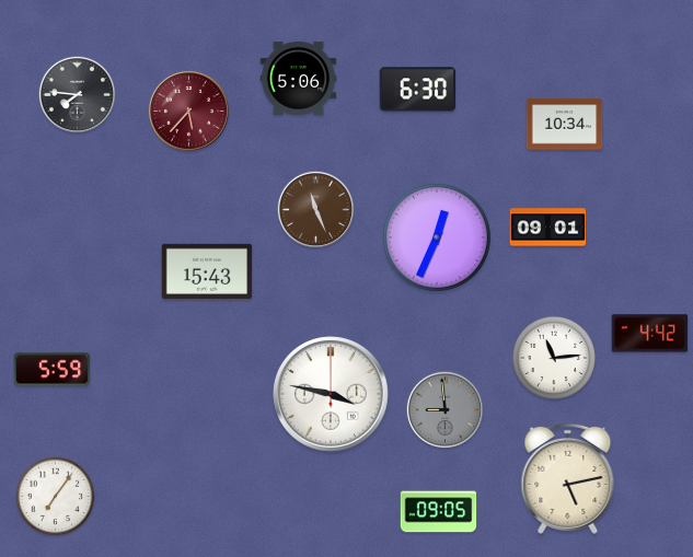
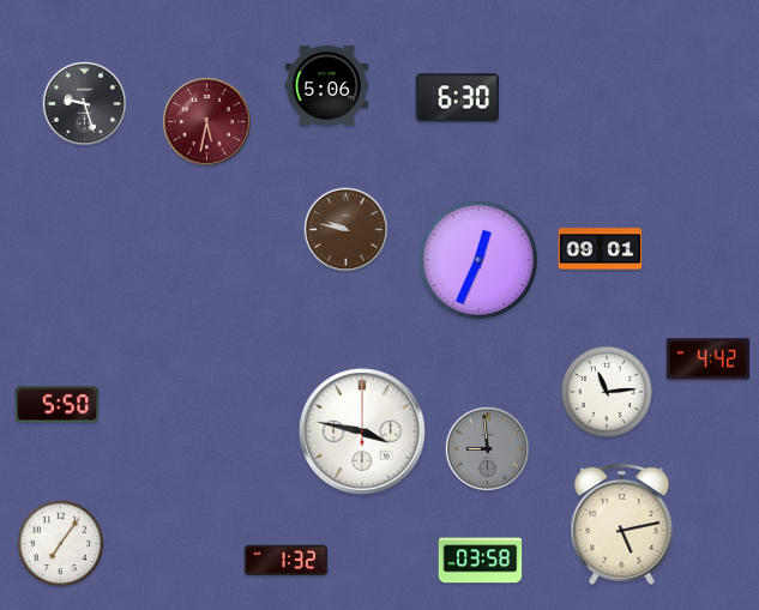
clock at (77, 94): 7:46 -> 9:27
clock at (188, 111): 5:37 -> 5:32
clock at (565, 125): 10:34 -> none
clock at (315, 209): 11:26 -> 9:47
clock at (207, 271): 15:43 -> none
clock at (650, 334) position: (650, 334) -> (709, 360)
clock at (53, 370): 5:59 -> 5:50
clock at (287, 561): none -> 1:32
clock at (439, 512): 09:05 -> 03:58
